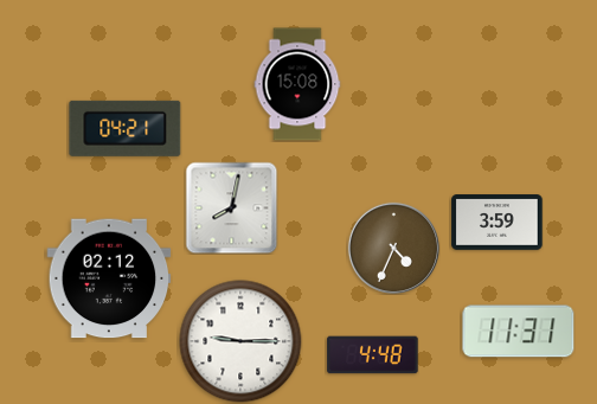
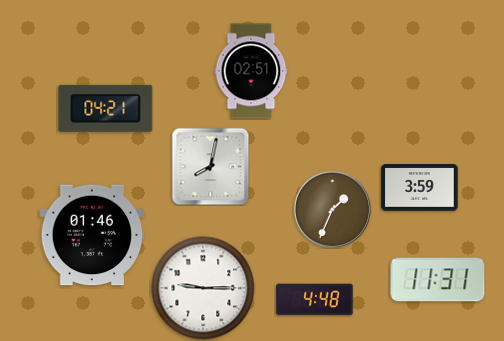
clock at (297, 84): 15:08 -> 02:51
clock at (231, 207) position: (231, 207) -> (210, 166)
clock at (393, 248): 4:34 -> 1:34
clock at (109, 278): 02:12 -> 01:46
